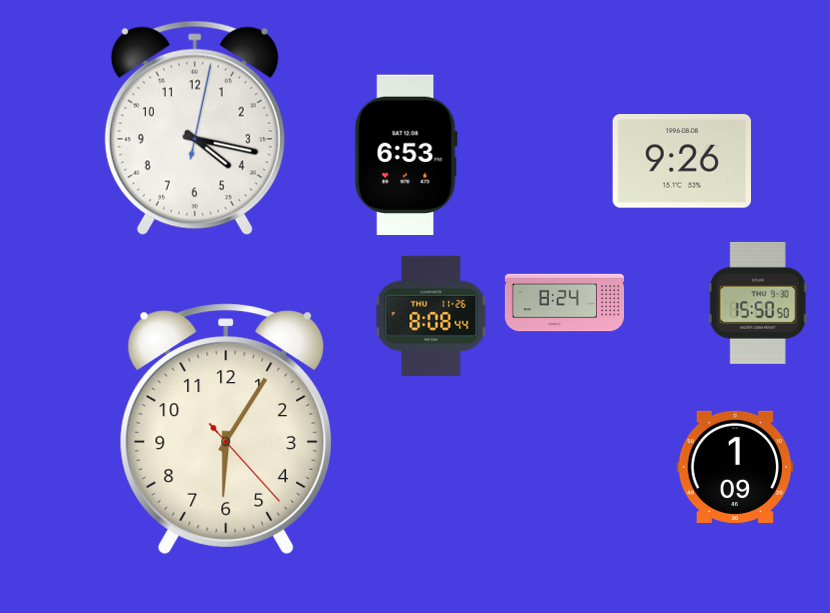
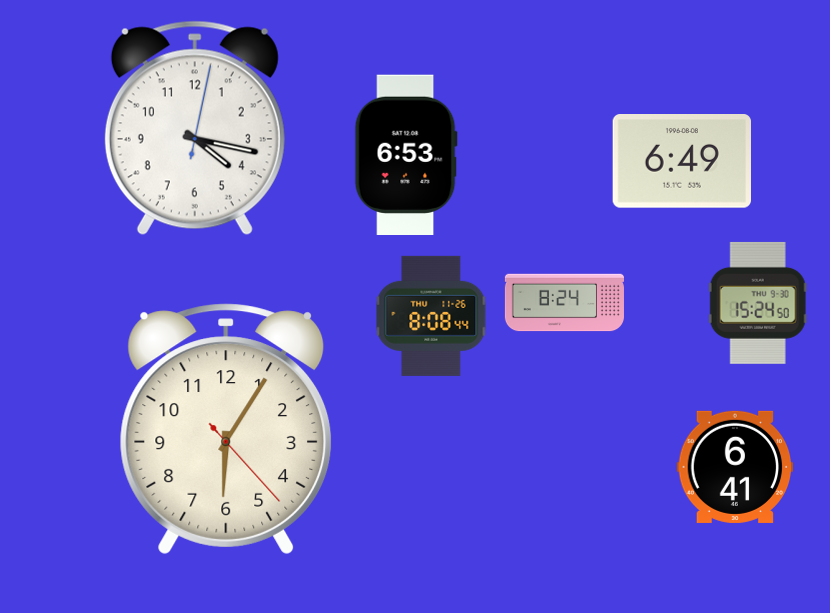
clock at (681, 162): 9:26 -> 6:49
clock at (758, 303): 15:50 -> 15:24
clock at (735, 467): 1:09 -> 6:41
